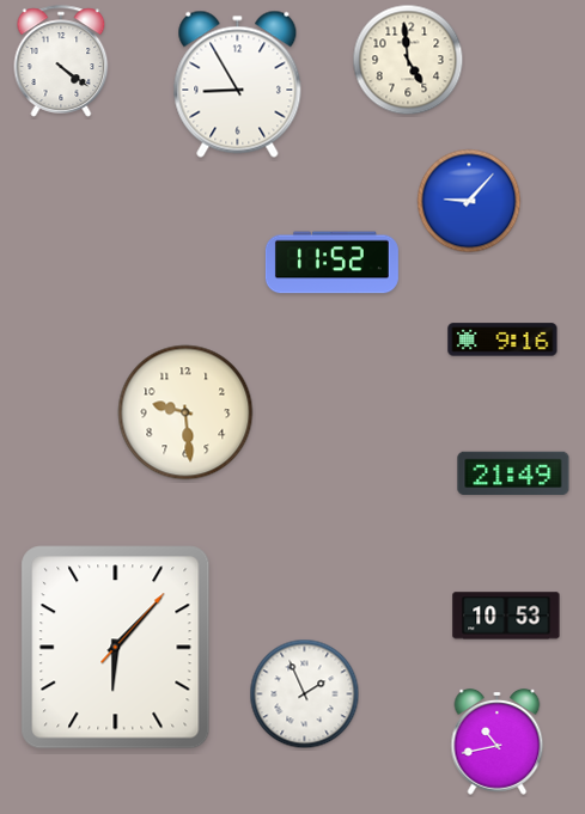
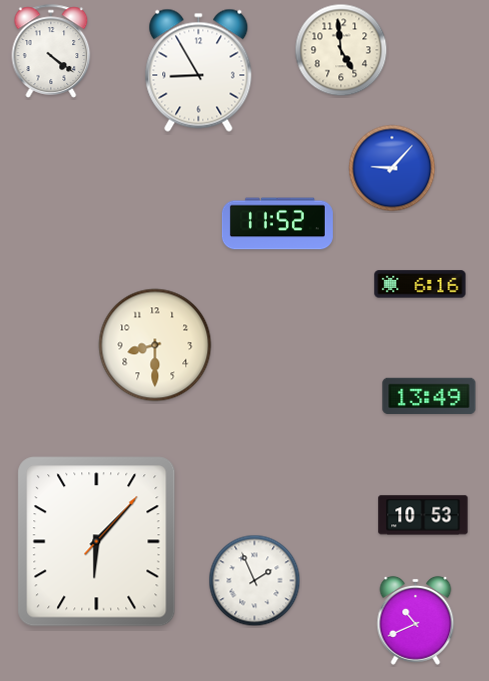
clock at (331, 263) position: (331, 263) -> (277, 224)
clock at (502, 339): 9:16 -> 6:16
clock at (185, 412): 9:29 -> 8:30
clock at (513, 473): 21:49 -> 13:49
clock at (498, 741): 10:43 -> 10:41
